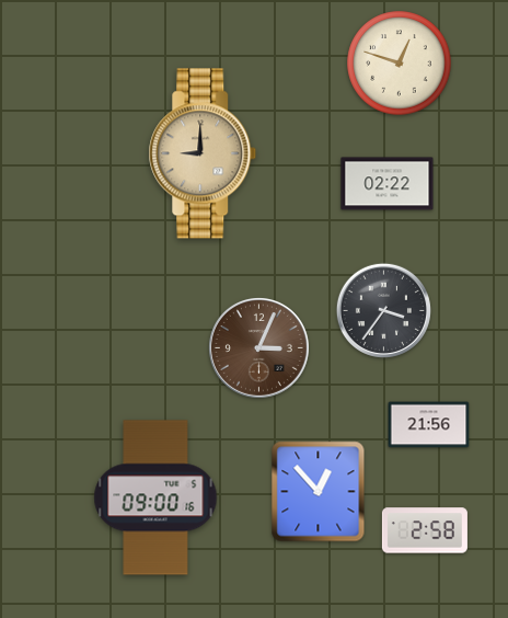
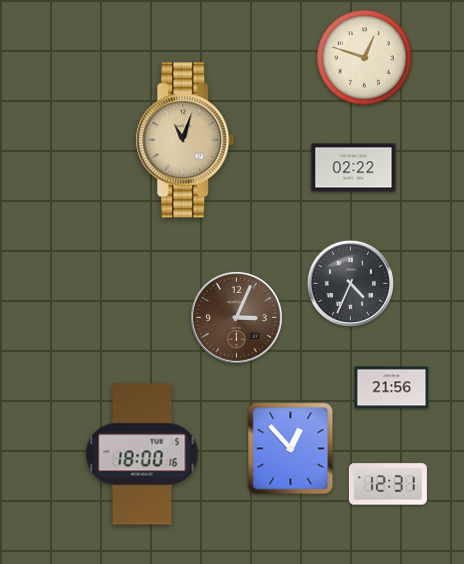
clock at (203, 153): 9:00 -> 11:03
clock at (383, 310): 3:36 -> 4:34
clock at (155, 497): 09:00 -> 18:00
clock at (425, 530): 2:58 -> 12:31
